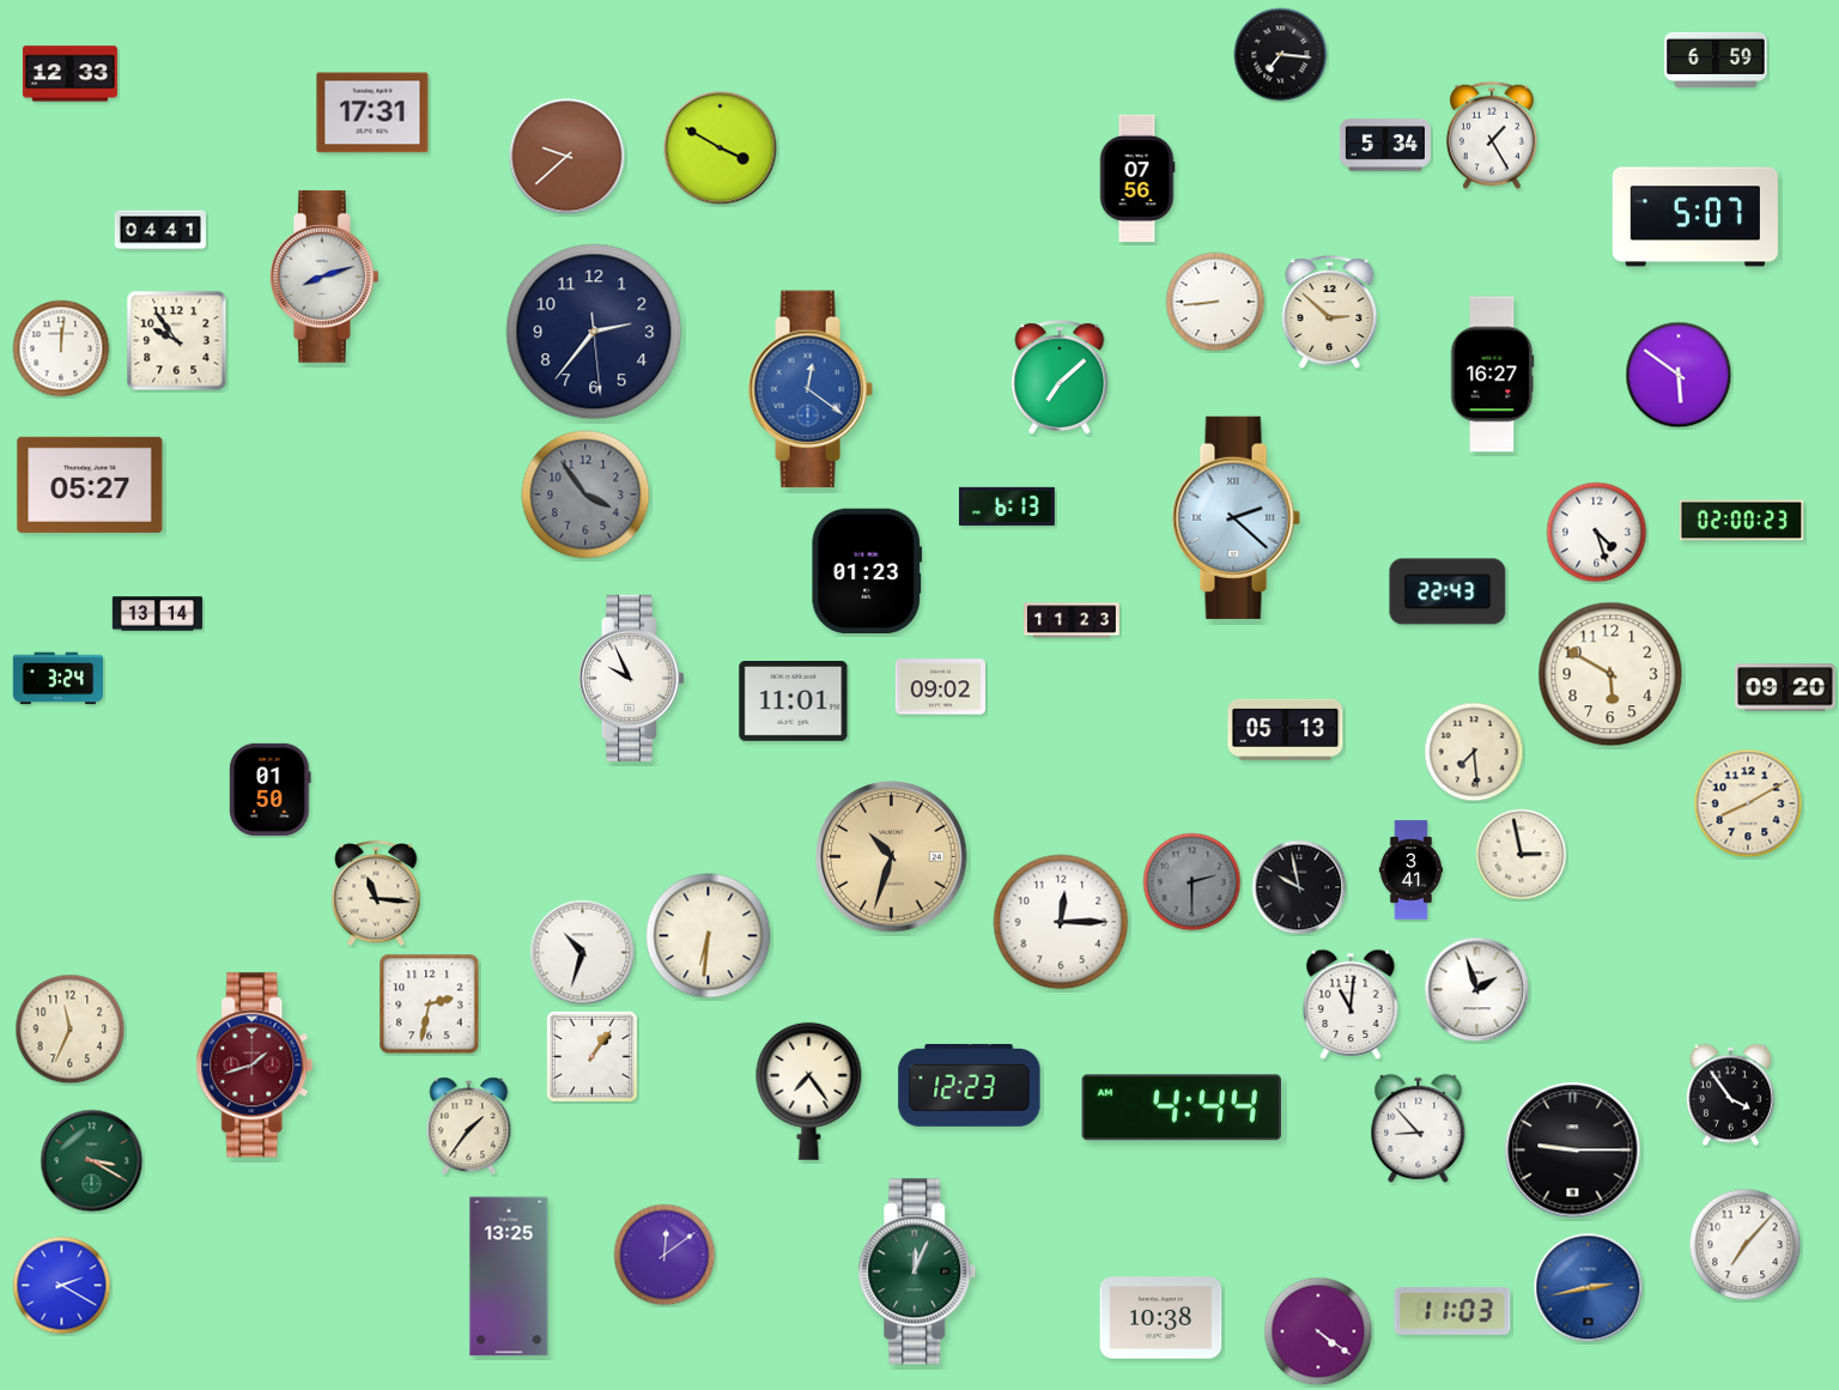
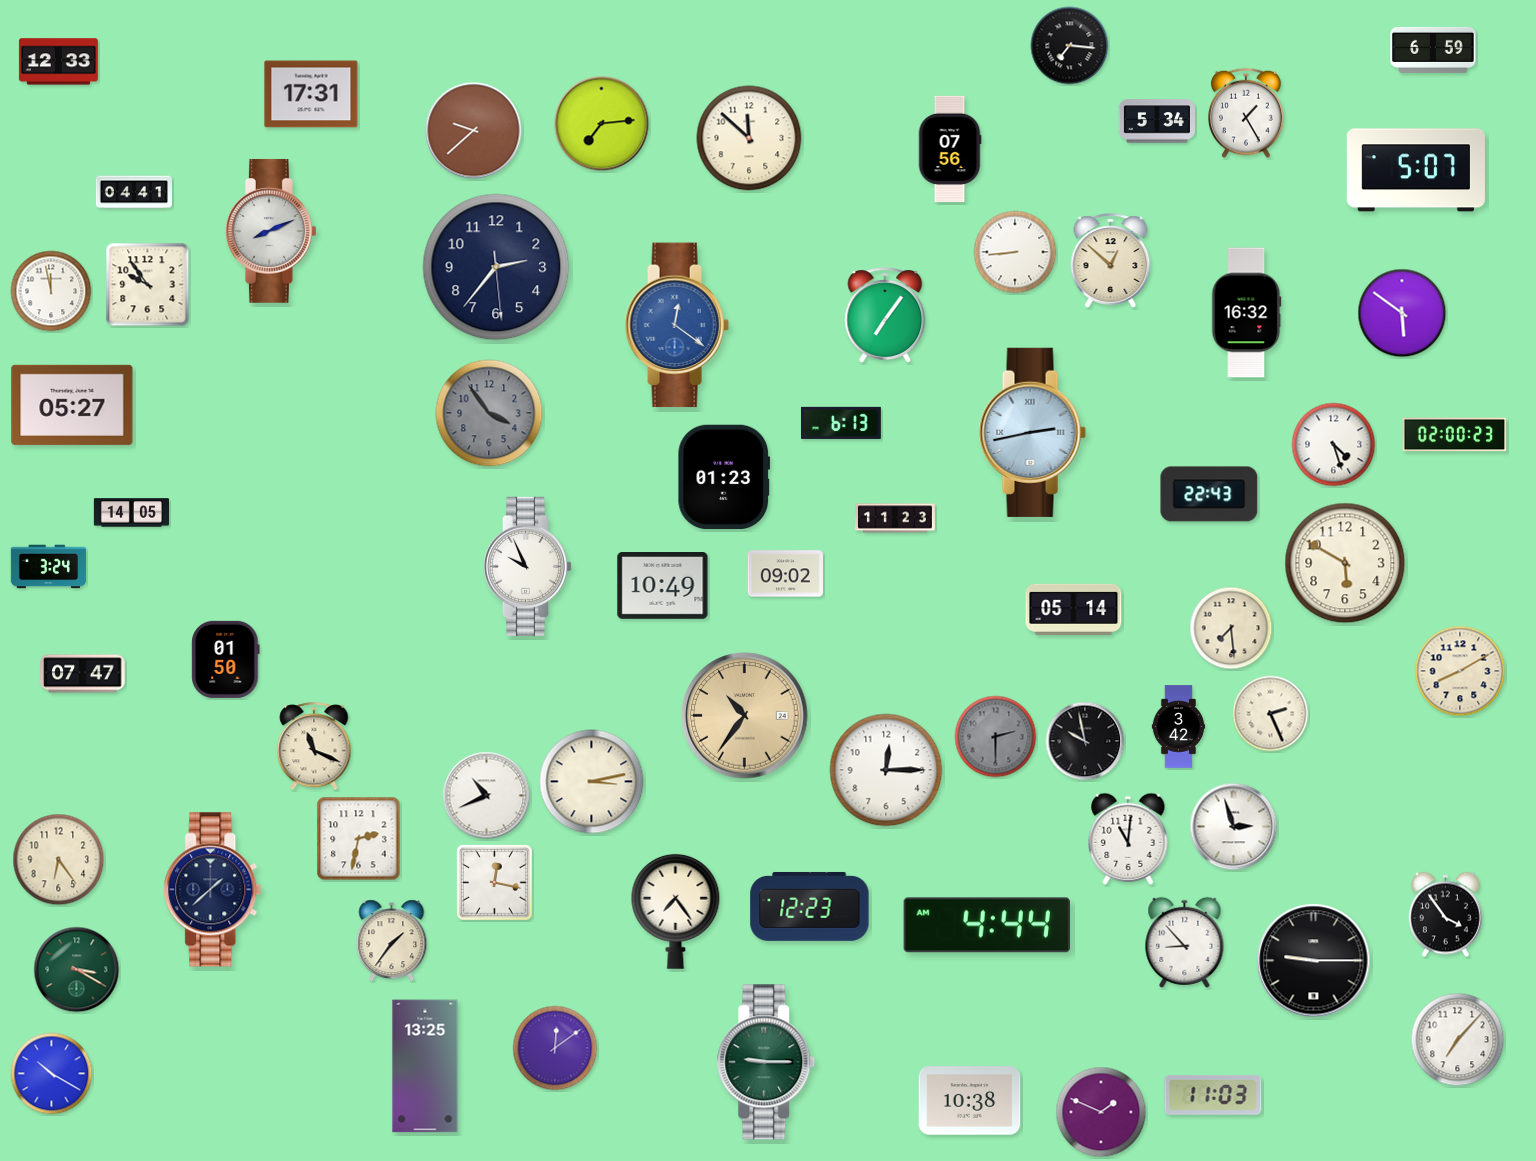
clock at (721, 148): 3:50 -> 7:14
clock at (749, 138): none -> 11:52
clock at (1695, 217) position: (1695, 217) -> (1416, 170)
clock at (324, 277): 8:12 -> 8:11
clock at (1330, 312): 2:52 -> 12:52
clock at (594, 332) position: (594, 332) -> (496, 267)
clock at (61, 348): 12:01 -> 11:58
clock at (1493, 375): 16:27 -> 16:32
clock at (1060, 377): 7:08 -> 7:06
clock at (90, 485) position: (90, 485) -> (72, 405)
clock at (1236, 517): 2:22 -> 2:43
clock at (158, 614): 13:14 -> 14:05
clock at (1785, 687): 09:20 -> none
clock at (794, 702): 11:01 -> 10:49
clock at (1286, 729): 05:13 -> 05:14
clock at (83, 674): none -> 07:47
clock at (1522, 855): 2:58 -> 2:26
clock at (892, 857): 10:33 -> 10:36
clock at (1412, 870): 3:41 -> 3:42
clock at (376, 894): 11:16 -> 11:19
clock at (709, 936): 6:31 -> 3:13
clock at (583, 953): 10:33 -> 10:41
clock at (1477, 990): 1:57 -> 2:57
clock at (71, 1030): 11:34 -> 6:24
clock at (593, 1057): 1:06 -> 12:17
clock at (255, 1066): 1:42 -> 1:38
clock at (255, 1066) dial: burgundy -> navy
clock at (917, 1271): 12:04 -> 9:15
clock at (62, 1286): 2:20 -> 10:20
clock at (1589, 1288): 2:43 -> none
clock at (1318, 1331): 4:21 -> 1:49
